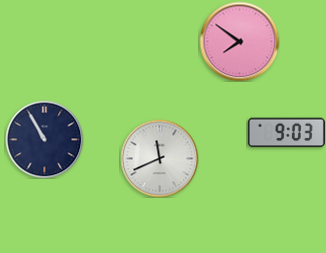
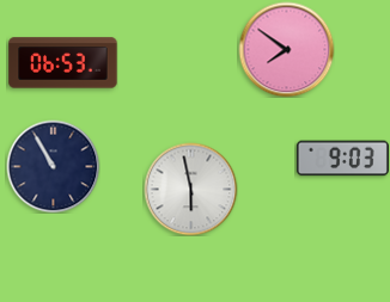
clock at (63, 63): none -> 06:53
clock at (159, 158): 11:41 -> 5:58
